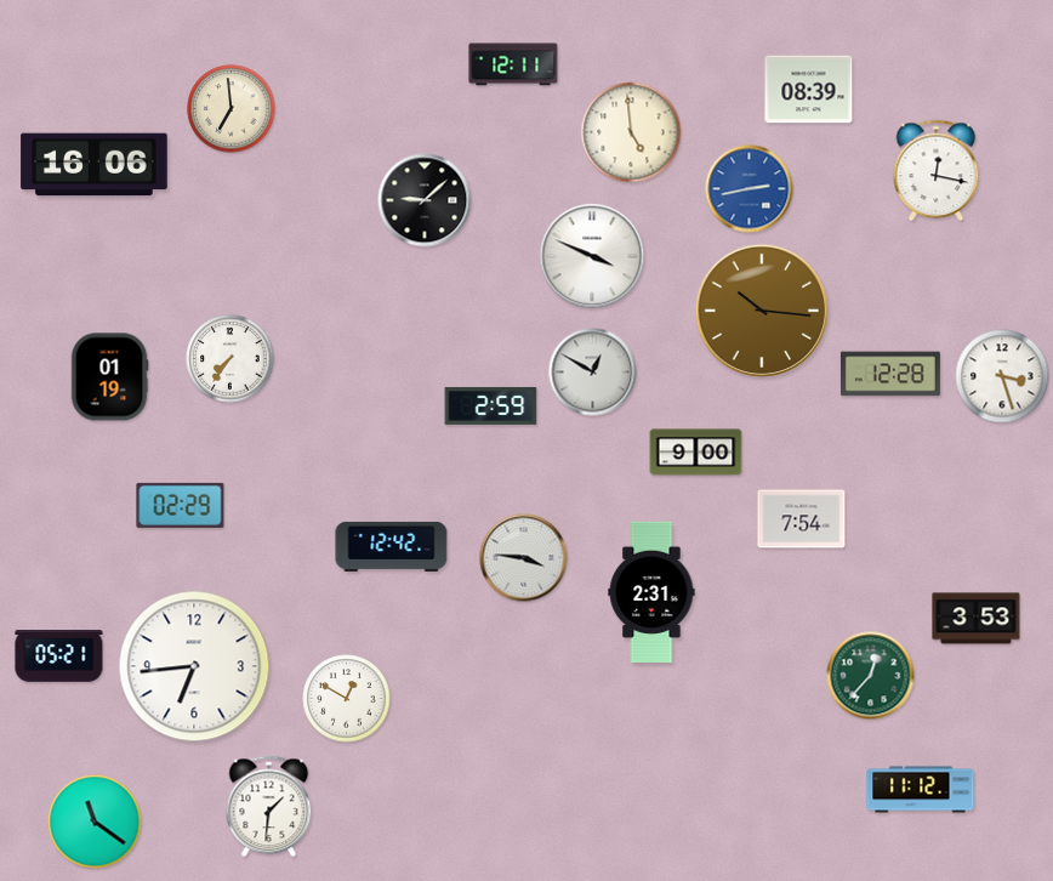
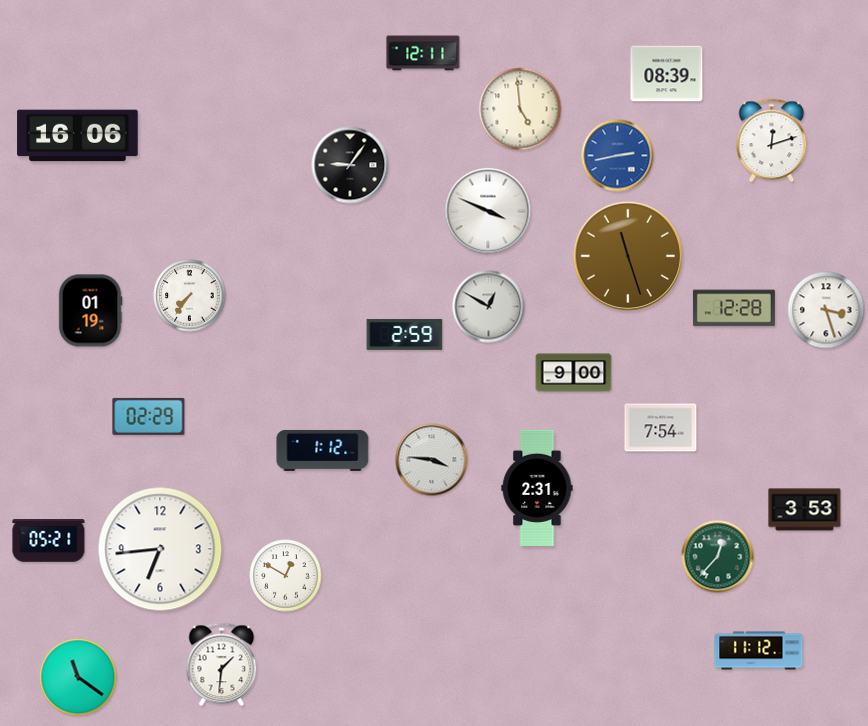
clock at (232, 109): 6:59 -> none
clock at (937, 171): 12:17 -> 12:12
clock at (425, 200): 9:08 -> 9:06
clock at (762, 311): 10:16 -> 11:27
clock at (392, 546): 12:42 -> 1:12
